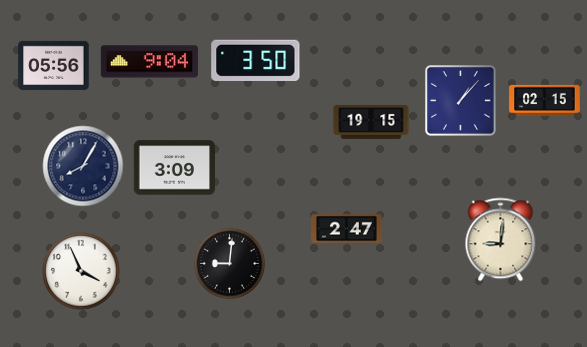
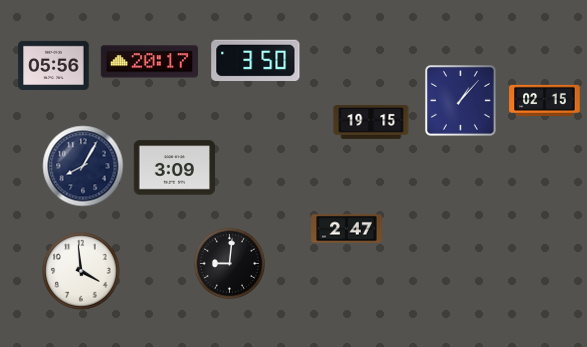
clock at (149, 62): 9:04 -> 20:17
clock at (501, 240): 9:01 -> none
clock at (81, 271): 3:56 -> 3:59
